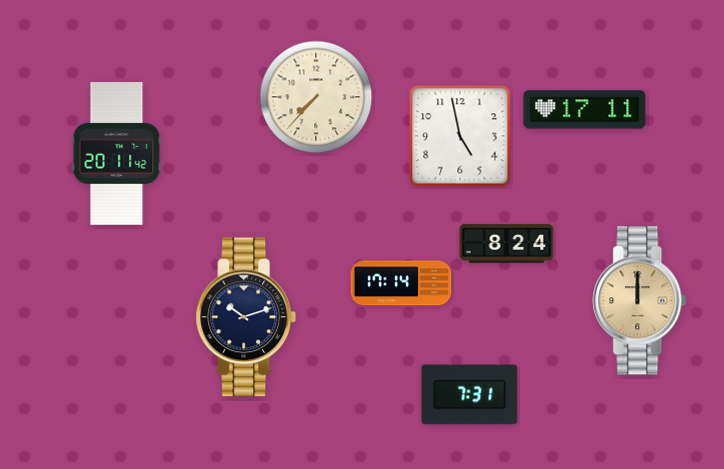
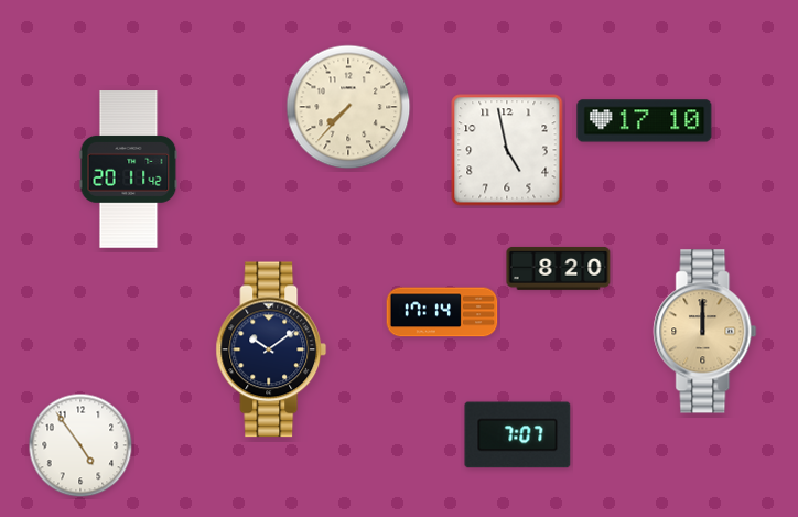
clock at (585, 110): 17:11 -> 17:10
clock at (507, 243): 8:24 -> 8:20
clock at (246, 317): 10:12 -> 10:09
clock at (470, 395): 7:31 -> 7:07
clock at (80, 445): none -> 4:54
